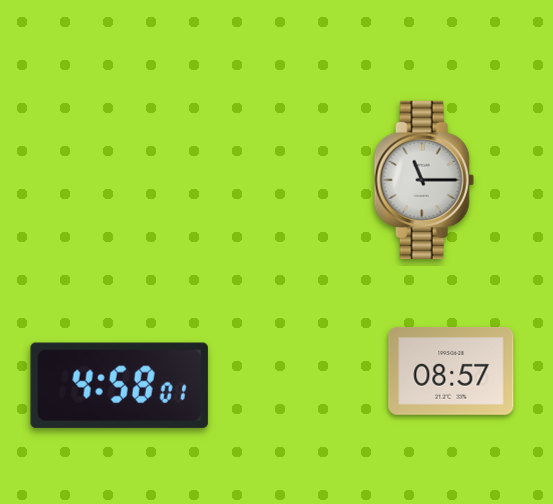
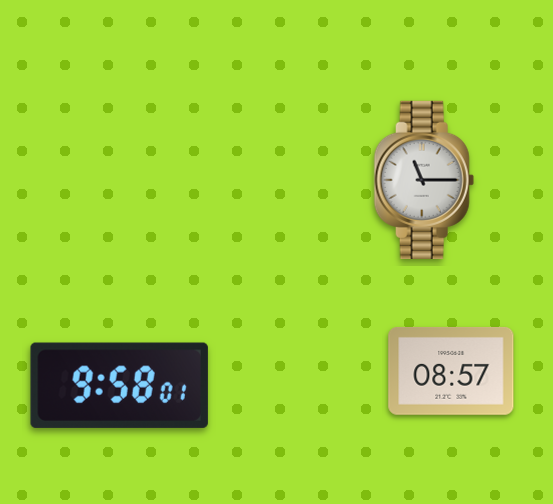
clock at (119, 385): 4:58 -> 9:58
